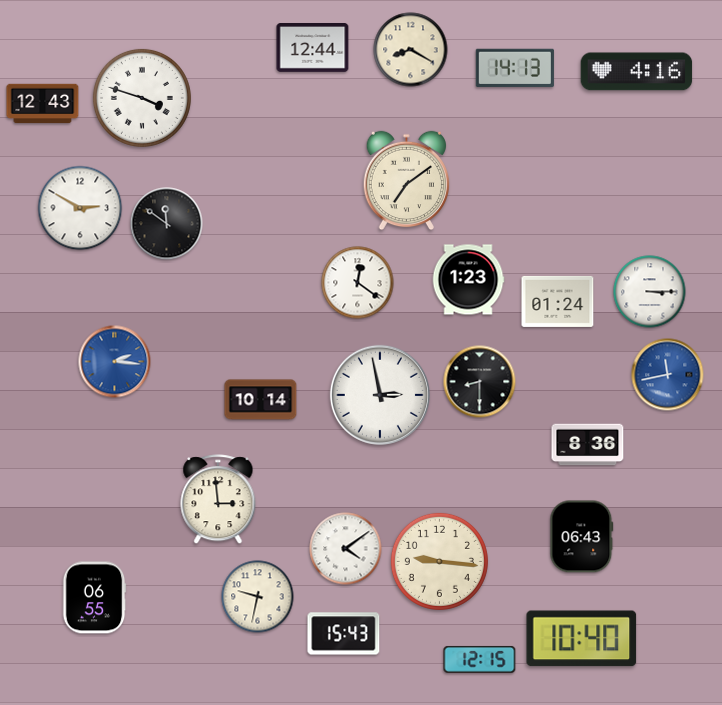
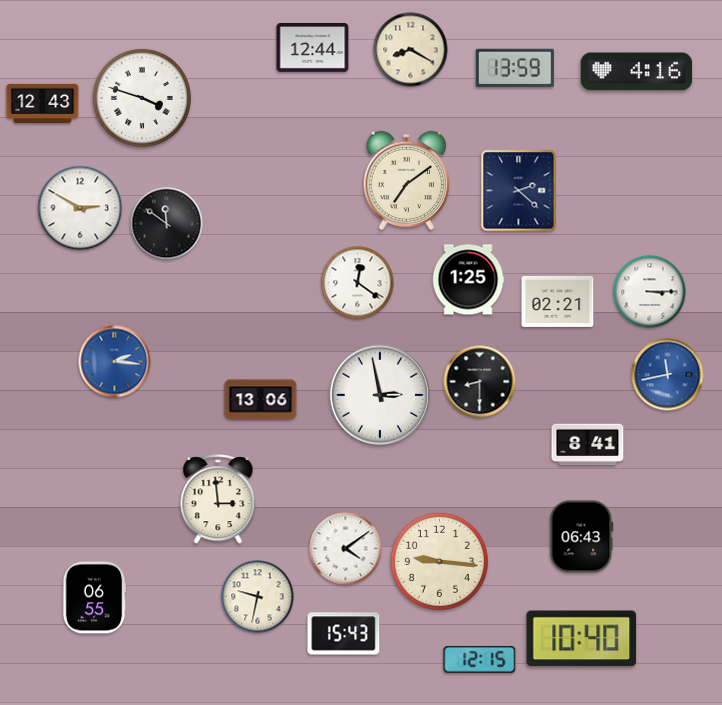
clock at (515, 68): 14:13 -> 13:59
clock at (519, 191): none -> 2:22
clock at (468, 280): 1:23 -> 1:25
clock at (558, 301): 01:24 -> 02:21
clock at (261, 400): 10:14 -> 13:06
clock at (588, 445): 8:36 -> 8:41
